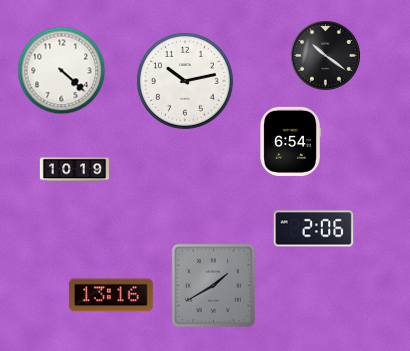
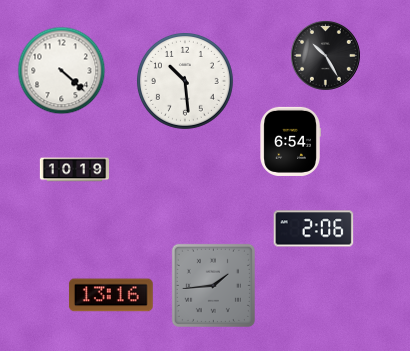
clock at (325, 55): 10:21 -> 10:25
clock at (185, 81): 10:13 -> 10:29
clock at (213, 285): 1:40 -> 1:44
